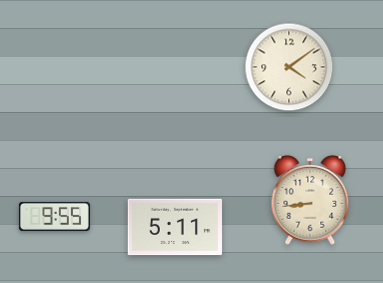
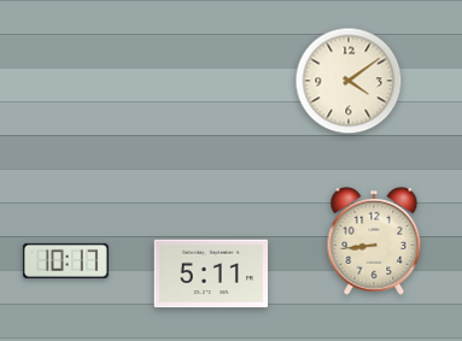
clock at (54, 216): 9:55 -> 10:17
